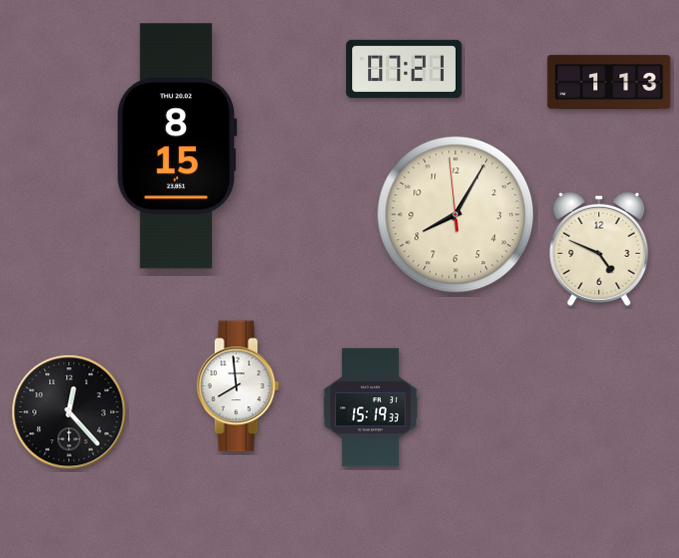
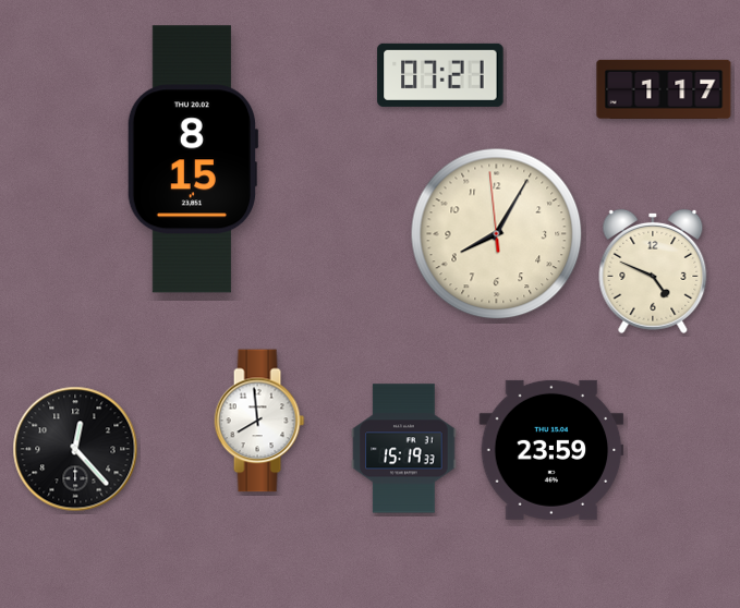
clock at (609, 82): 1:13 -> 1:17
clock at (371, 408) position: (371, 408) -> (404, 449)
clock at (551, 450): none -> 23:59
